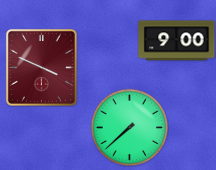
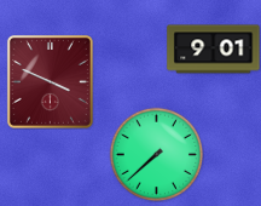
clock at (177, 41): 9:00 -> 9:01
